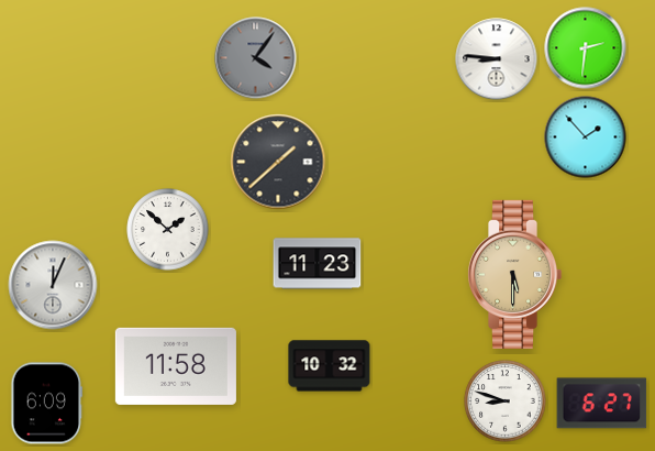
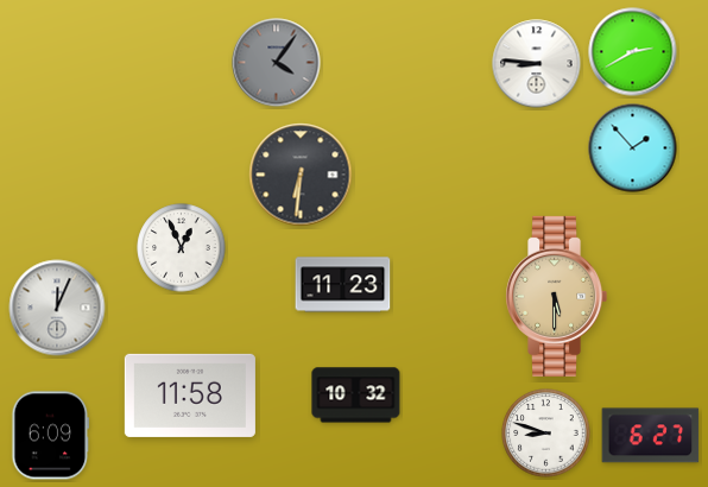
clock at (586, 48): 2:31 -> 2:40
clock at (278, 162): 1:38 -> 6:31
clock at (168, 230): 1:52 -> 12:56
